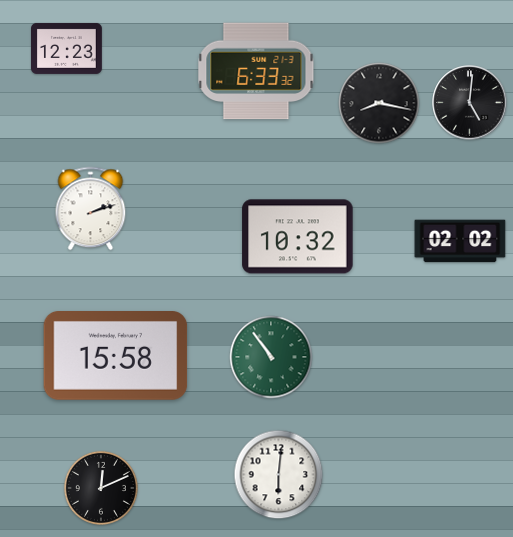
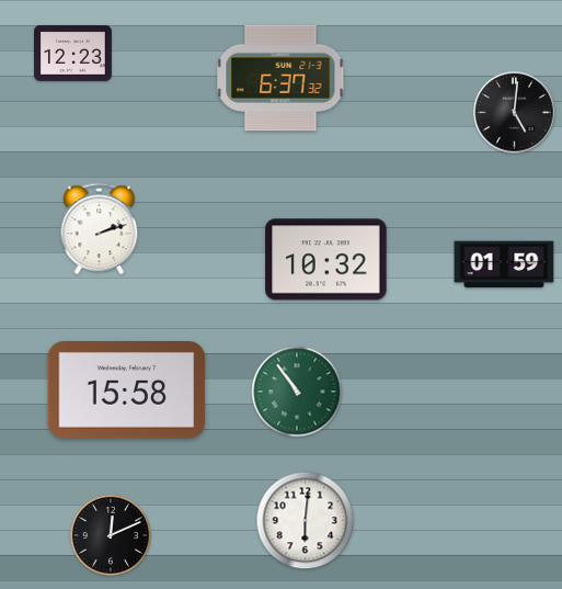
clock at (256, 71): 6:33 -> 6:37
clock at (379, 103): 8:17 -> none
clock at (460, 241): 02:02 -> 01:59
